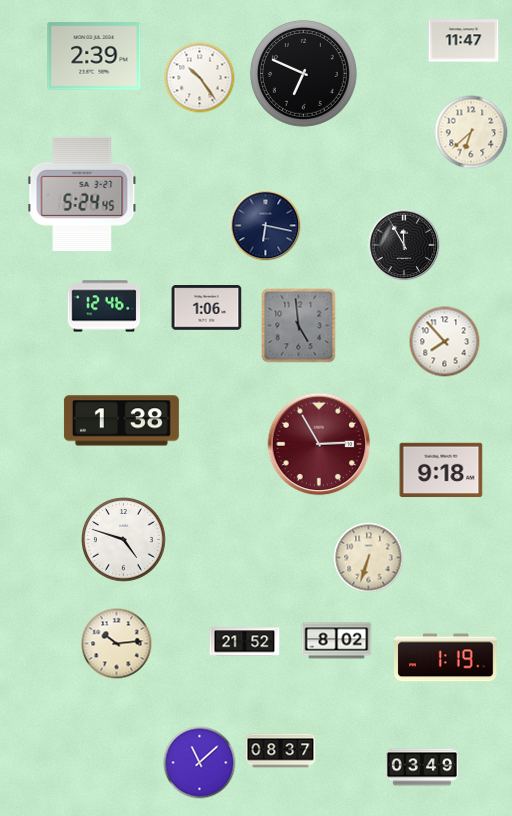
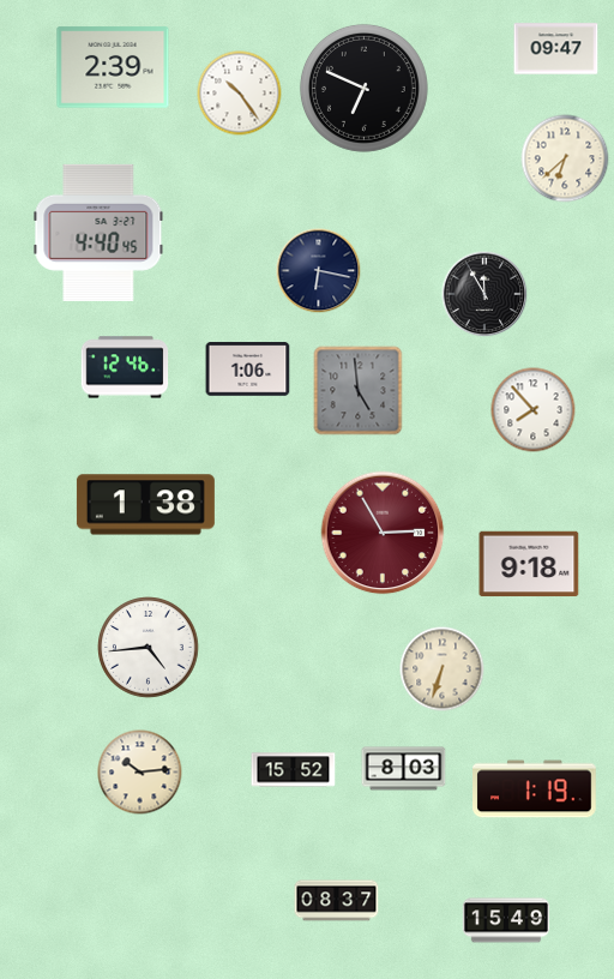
clock at (464, 41): 11:47 -> 09:47
clock at (82, 194): 5:24 -> 4:40
clock at (124, 540): 4:48 -> 4:44
clock at (337, 641): 8:02 -> 8:03
clock at (245, 642): 21:52 -> 15:52
clock at (200, 763): 11:08 -> none
clock at (422, 767): 03:49 -> 15:49
